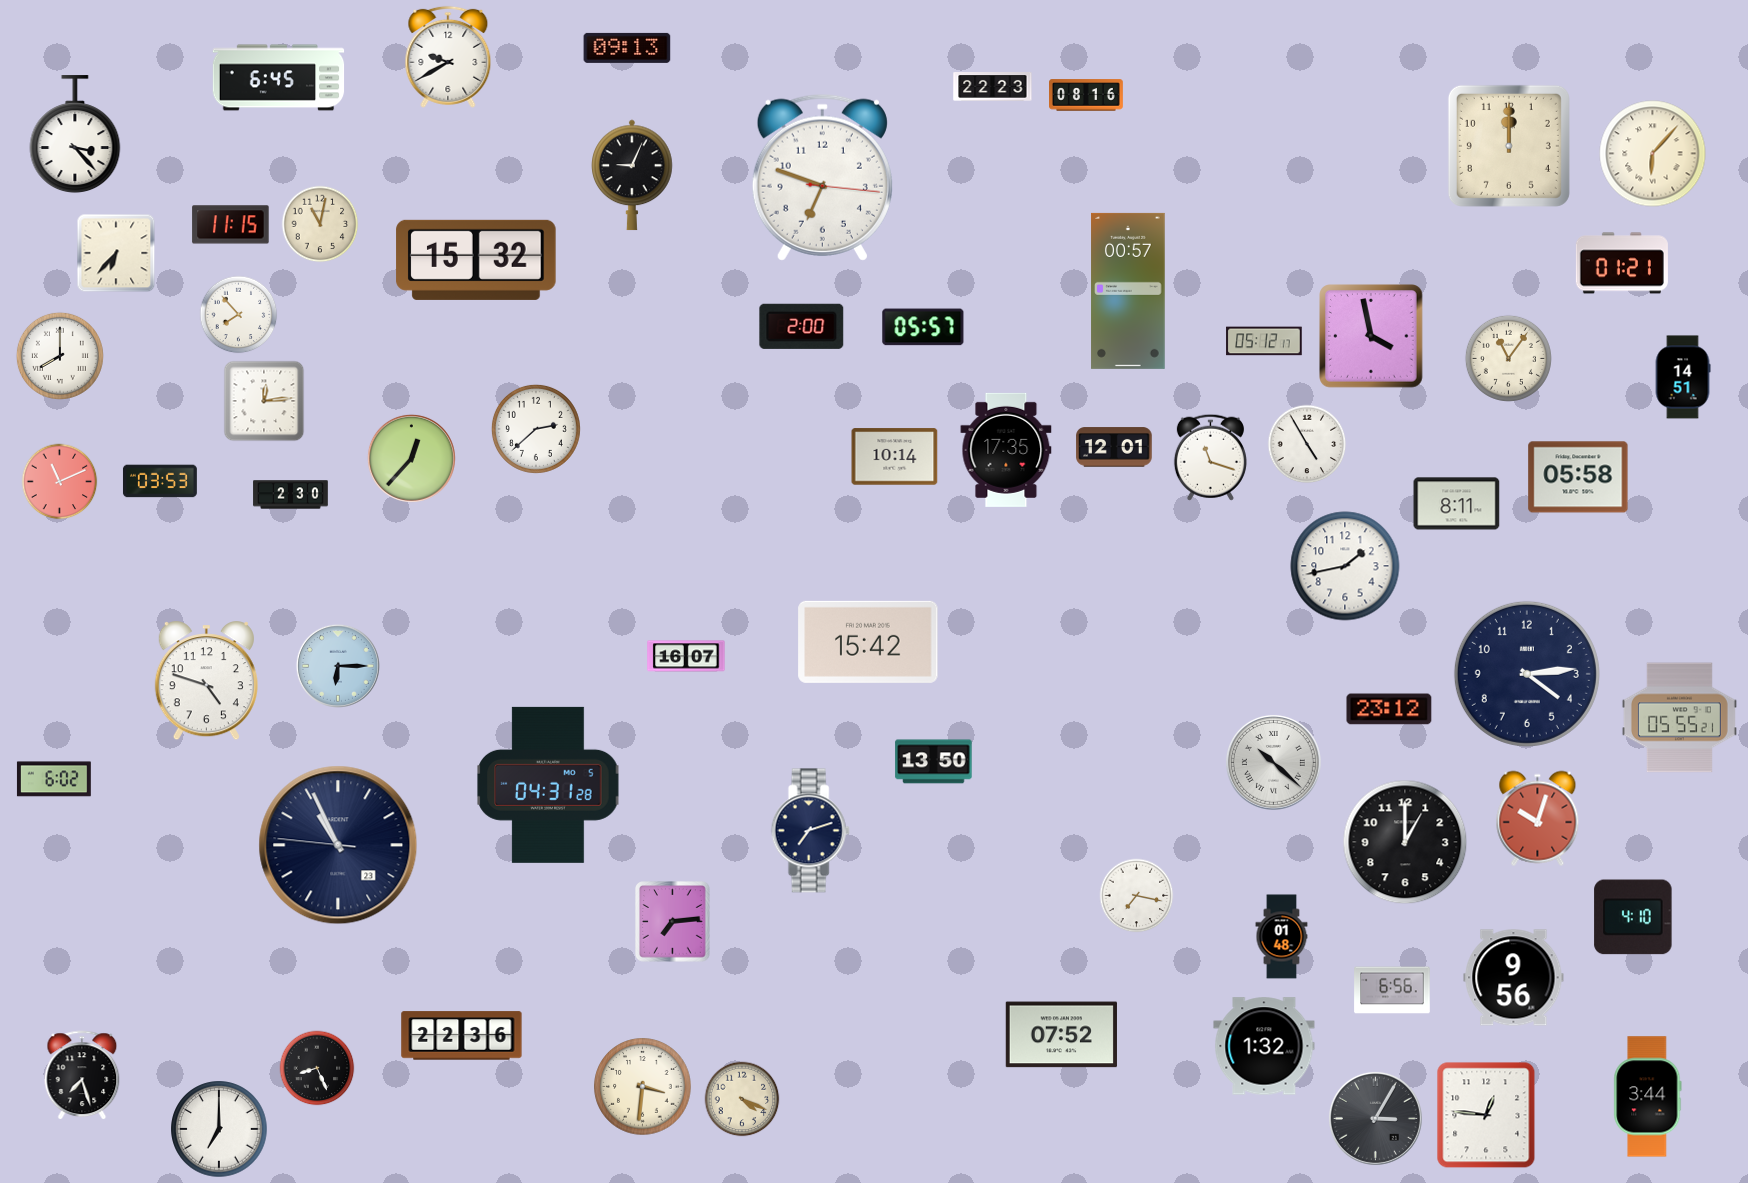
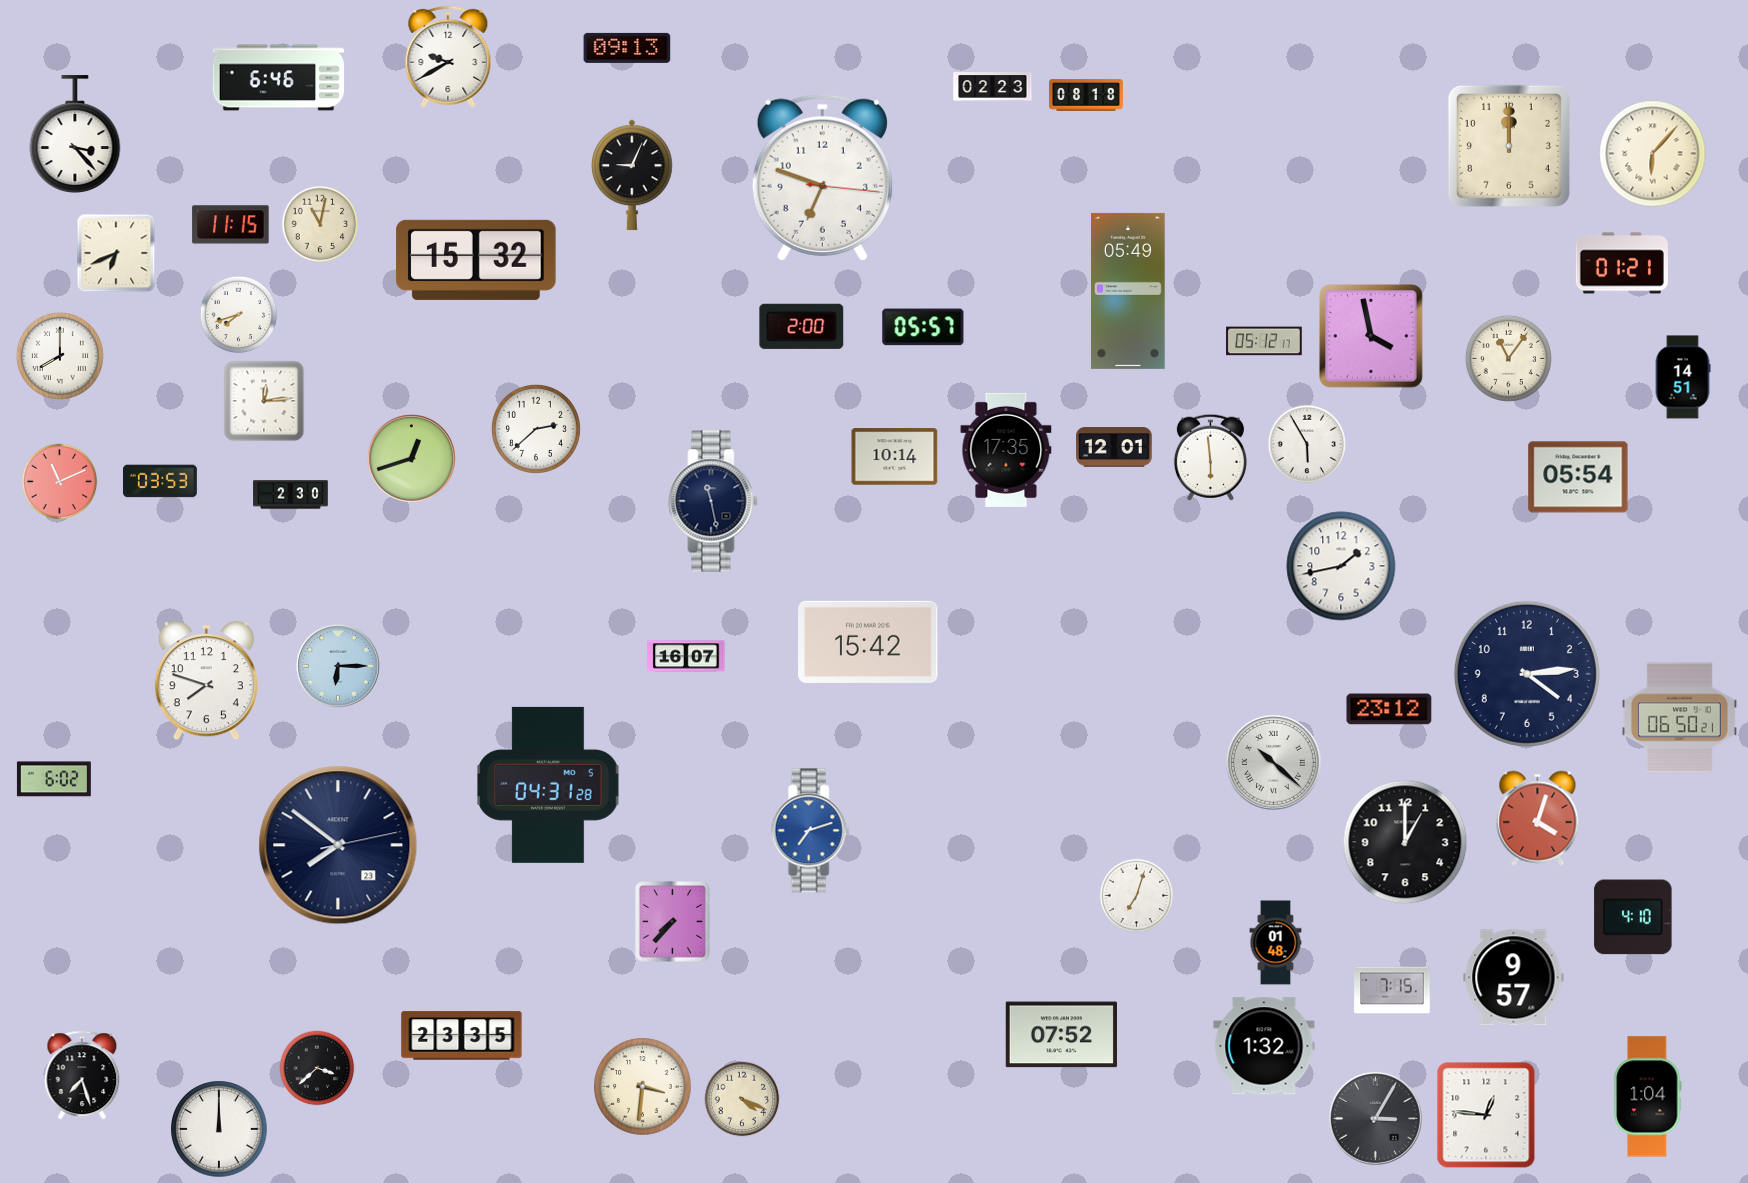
clock at (279, 78): 6:45 -> 6:46
clock at (993, 87): 22:23 -> 02:23
clock at (1087, 95): 08:16 -> 08:18
clock at (116, 253): 6:37 -> 6:41
clock at (1128, 291): 00:57 -> 05:49
clock at (239, 315): 7:53 -> 7:42
clock at (1307, 444): 4:55 -> 5:55
clock at (1210, 457): 11:18 -> 5:59
clock at (411, 458): 12:37 -> 12:42
clock at (1578, 477): 05:58 -> 05:54
clock at (713, 501): none -> 11:28
clock at (1457, 504): 8:11 -> none
clock at (1345, 566) position: (1345, 566) -> (1341, 566)
clock at (206, 681): 4:48 -> 7:48
clock at (1679, 718): 05:55 -> 06:50
clock at (934, 762): 13:50 -> none
clock at (1538, 819): 10:03 -> 4:03
clock at (810, 831) dial: navy -> blue
clock at (338, 845): 10:55 -> 7:51
clock at (1137, 896): 7:17 -> 7:03
clock at (673, 922): 7:14 -> 7:37
clock at (1282, 937) position: (1282, 937) -> (1276, 943)
clock at (1514, 978): 9:56 -> 9:57
clock at (1392, 990): 6:56 -> 7:15
clock at (462, 1036): 22:36 -> 23:35
clock at (317, 1068): 8:26 -> 3:38
clock at (1648, 1097): 3:44 -> 1:04
clock at (219, 1129): 7:00 -> 12:00
